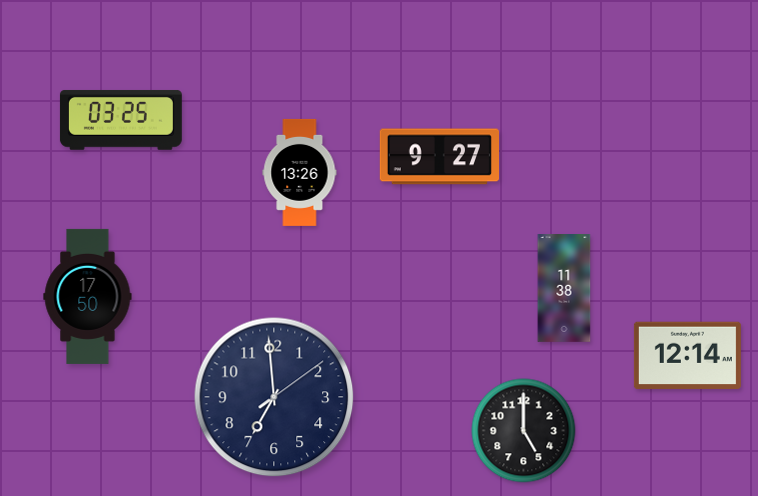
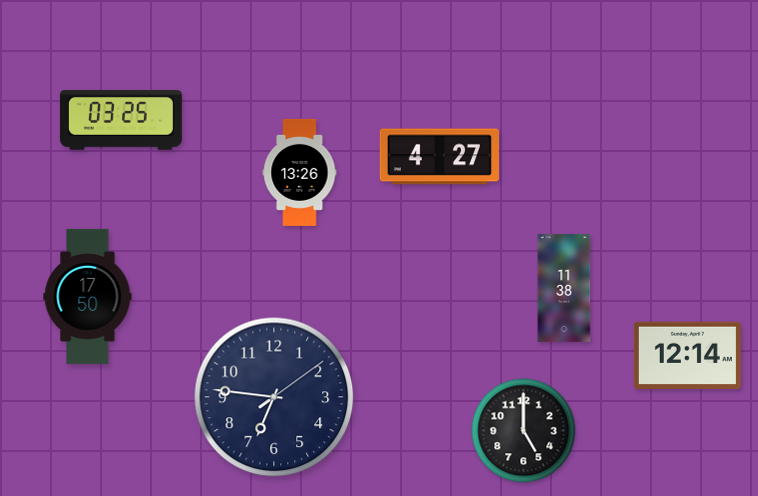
clock at (439, 157): 9:27 -> 4:27
clock at (274, 397): 6:59 -> 6:46
